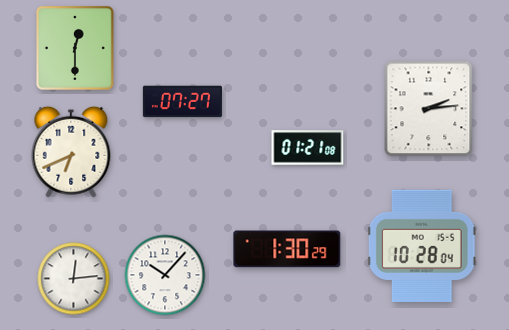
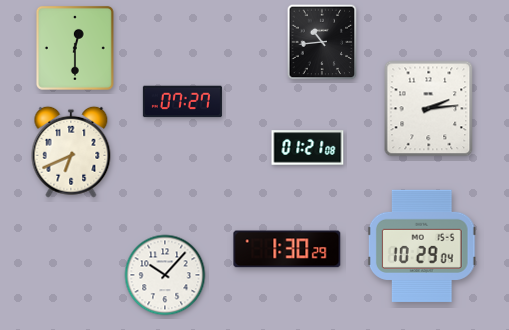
clock at (322, 42): none -> 10:44
clock at (422, 246): 10:28 -> 10:29
clock at (74, 279): 12:14 -> none
